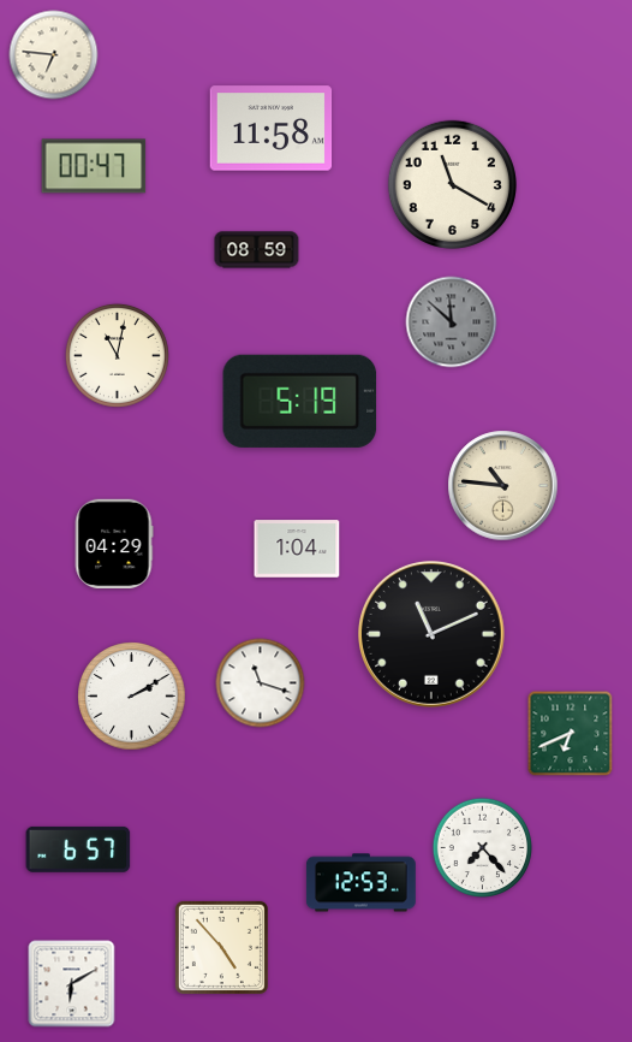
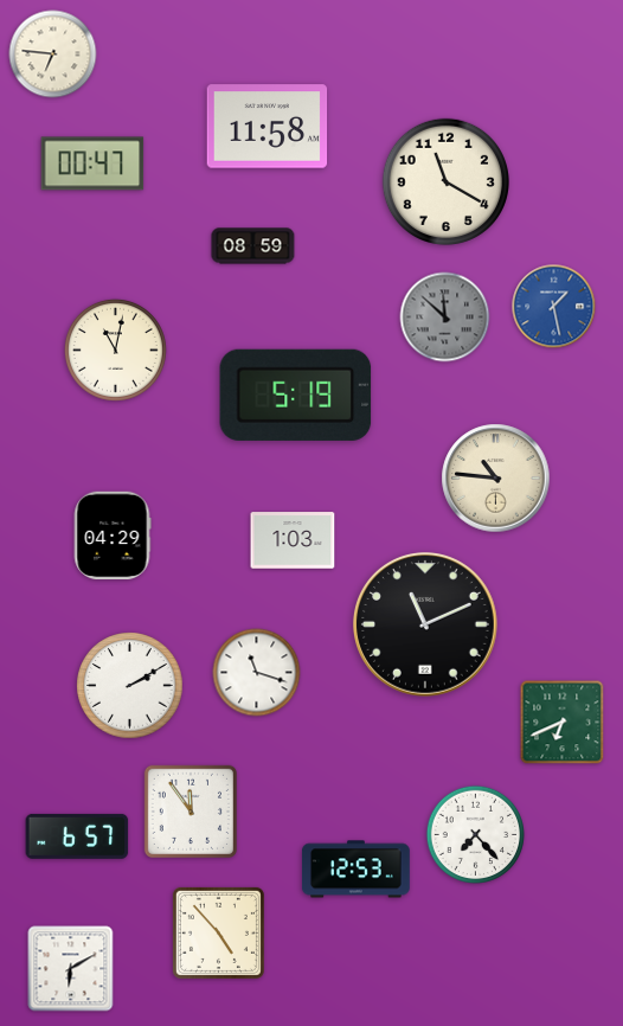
clock at (554, 307): none -> 1:28
clock at (297, 549): 1:04 -> 1:03
clock at (191, 812): none -> 11:54
